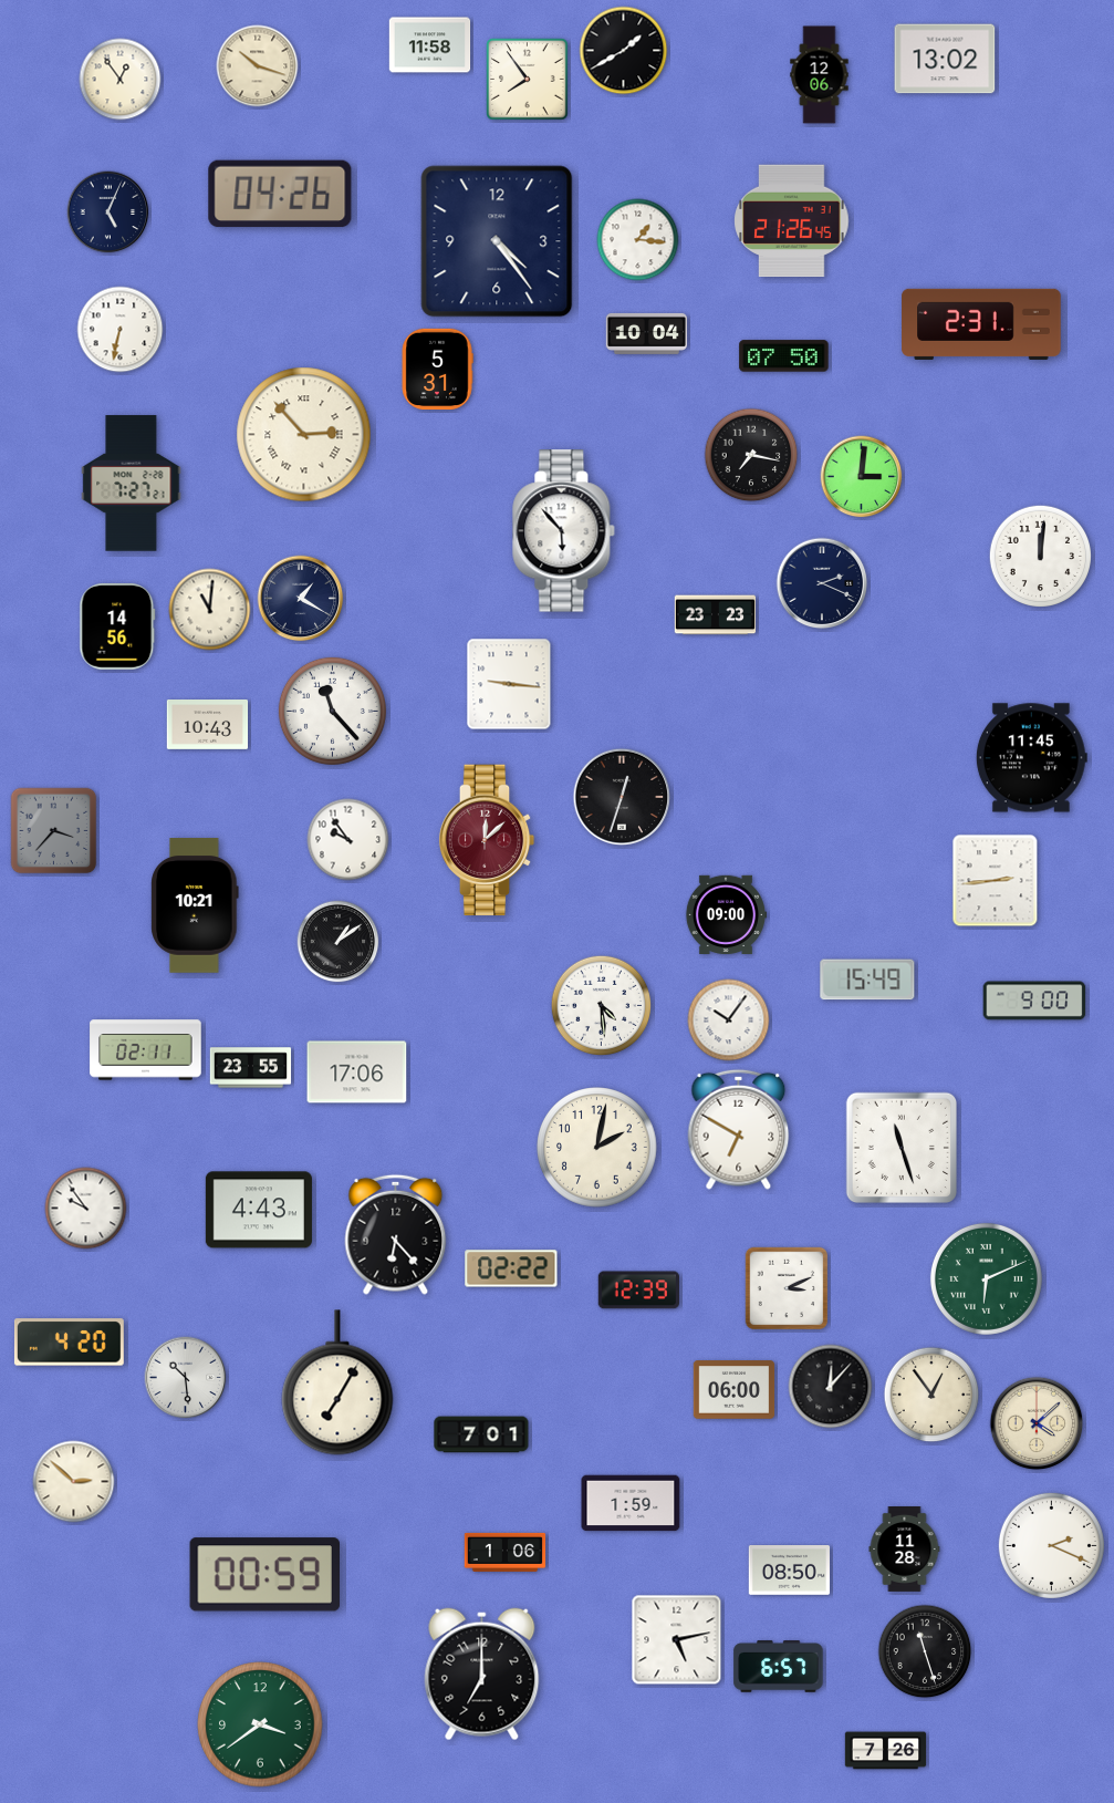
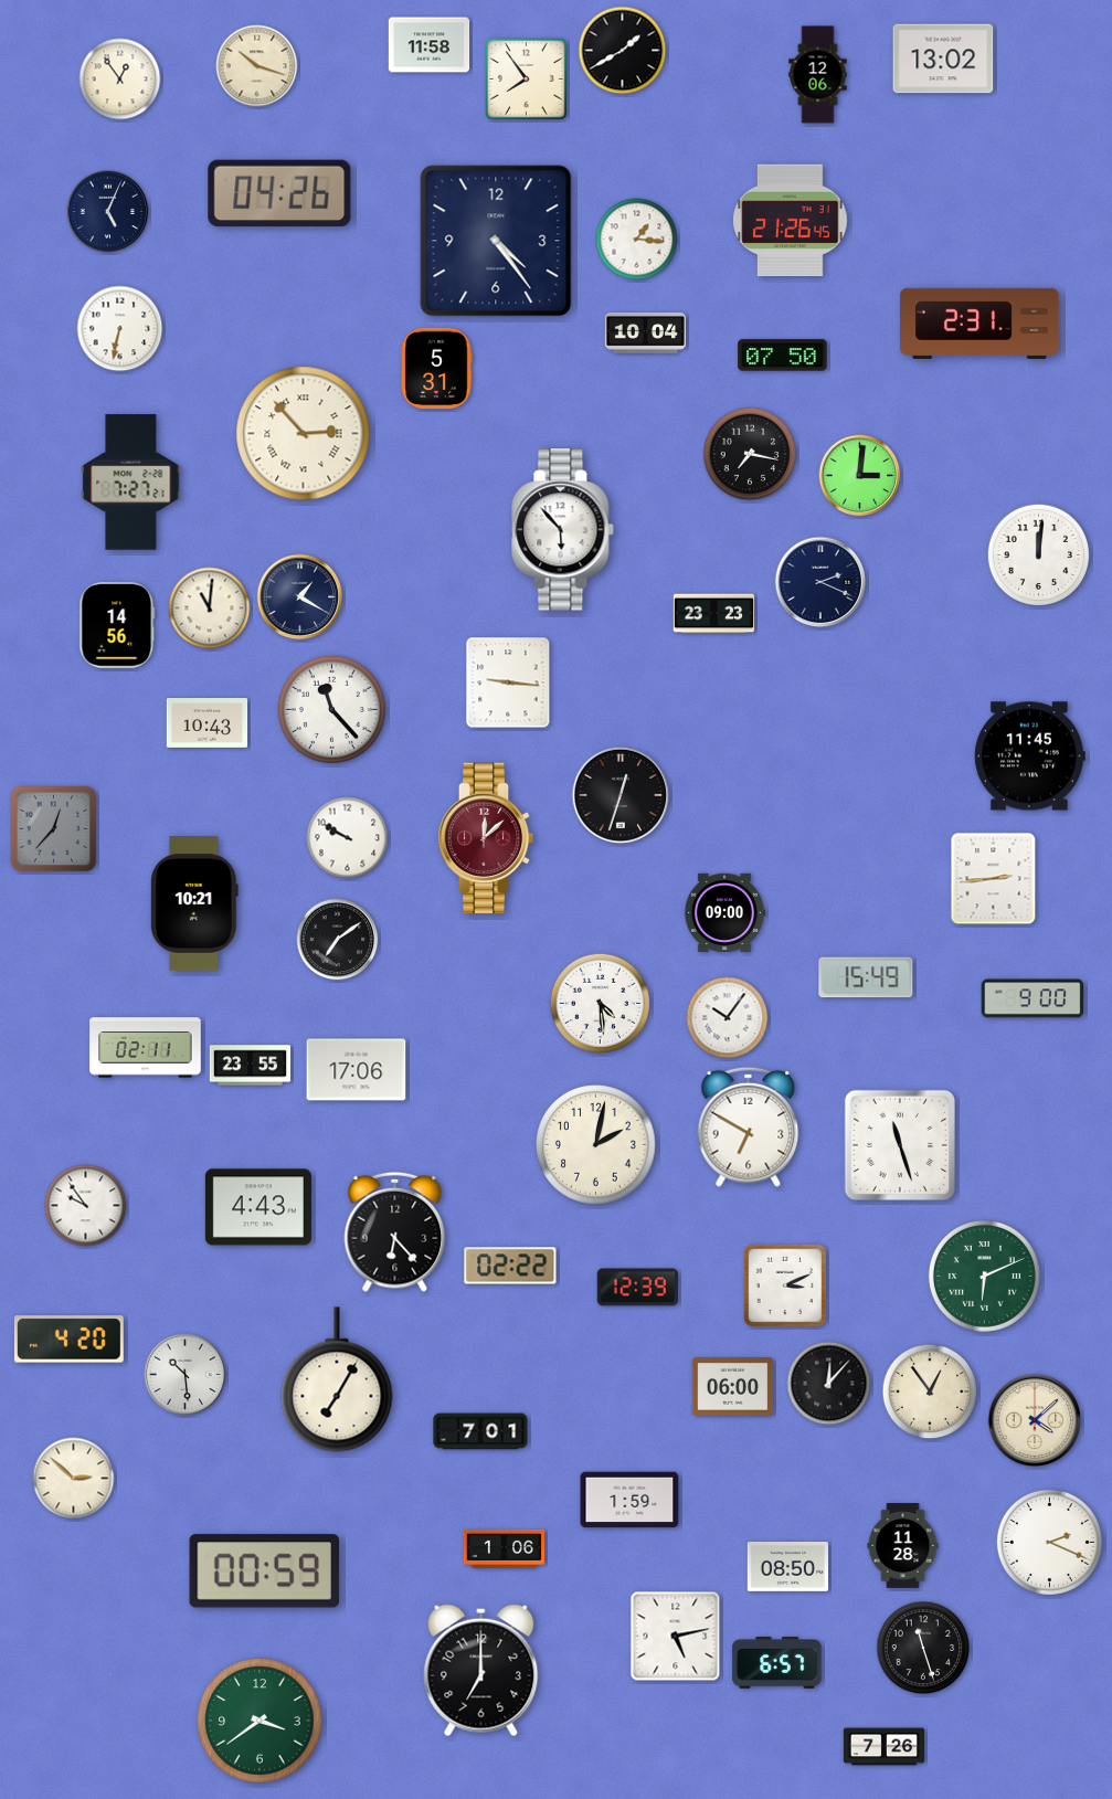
clock at (54, 831): 3:37 -> 12:37
clock at (348, 840): 9:54 -> 9:50
clock at (339, 942): 1:09 -> 7:09
clock at (739, 1129) position: (739, 1129) -> (749, 1126)
